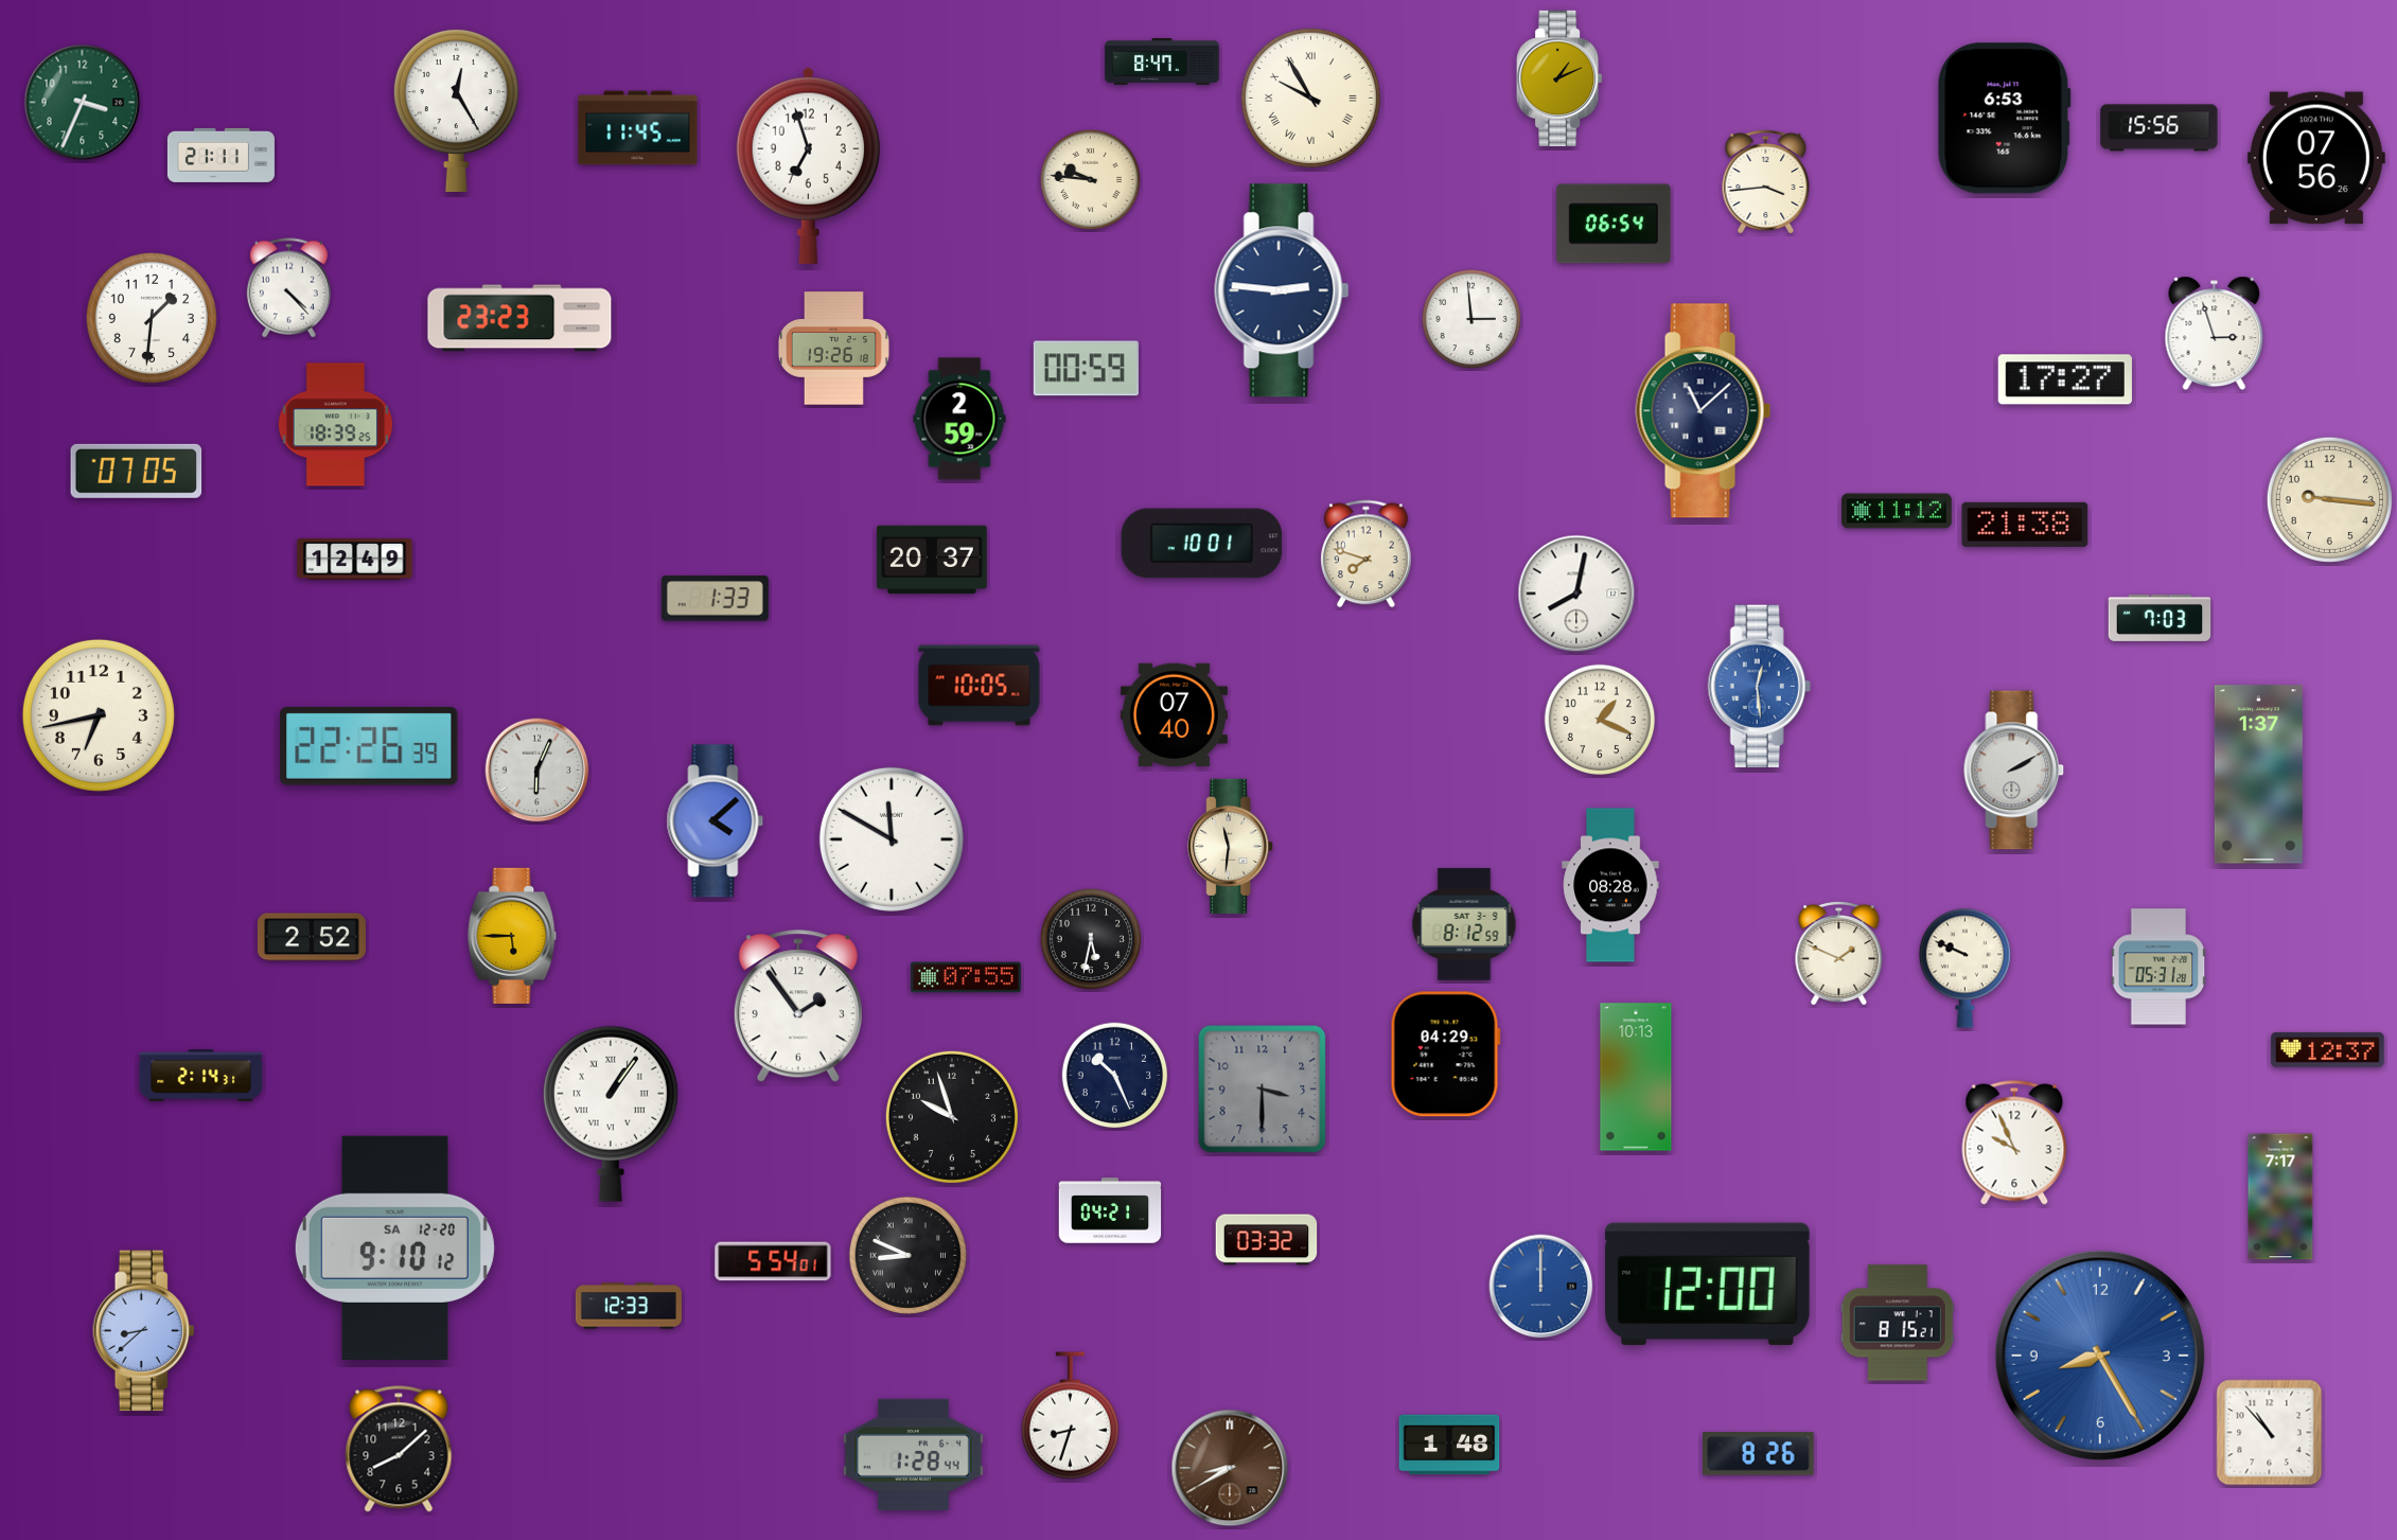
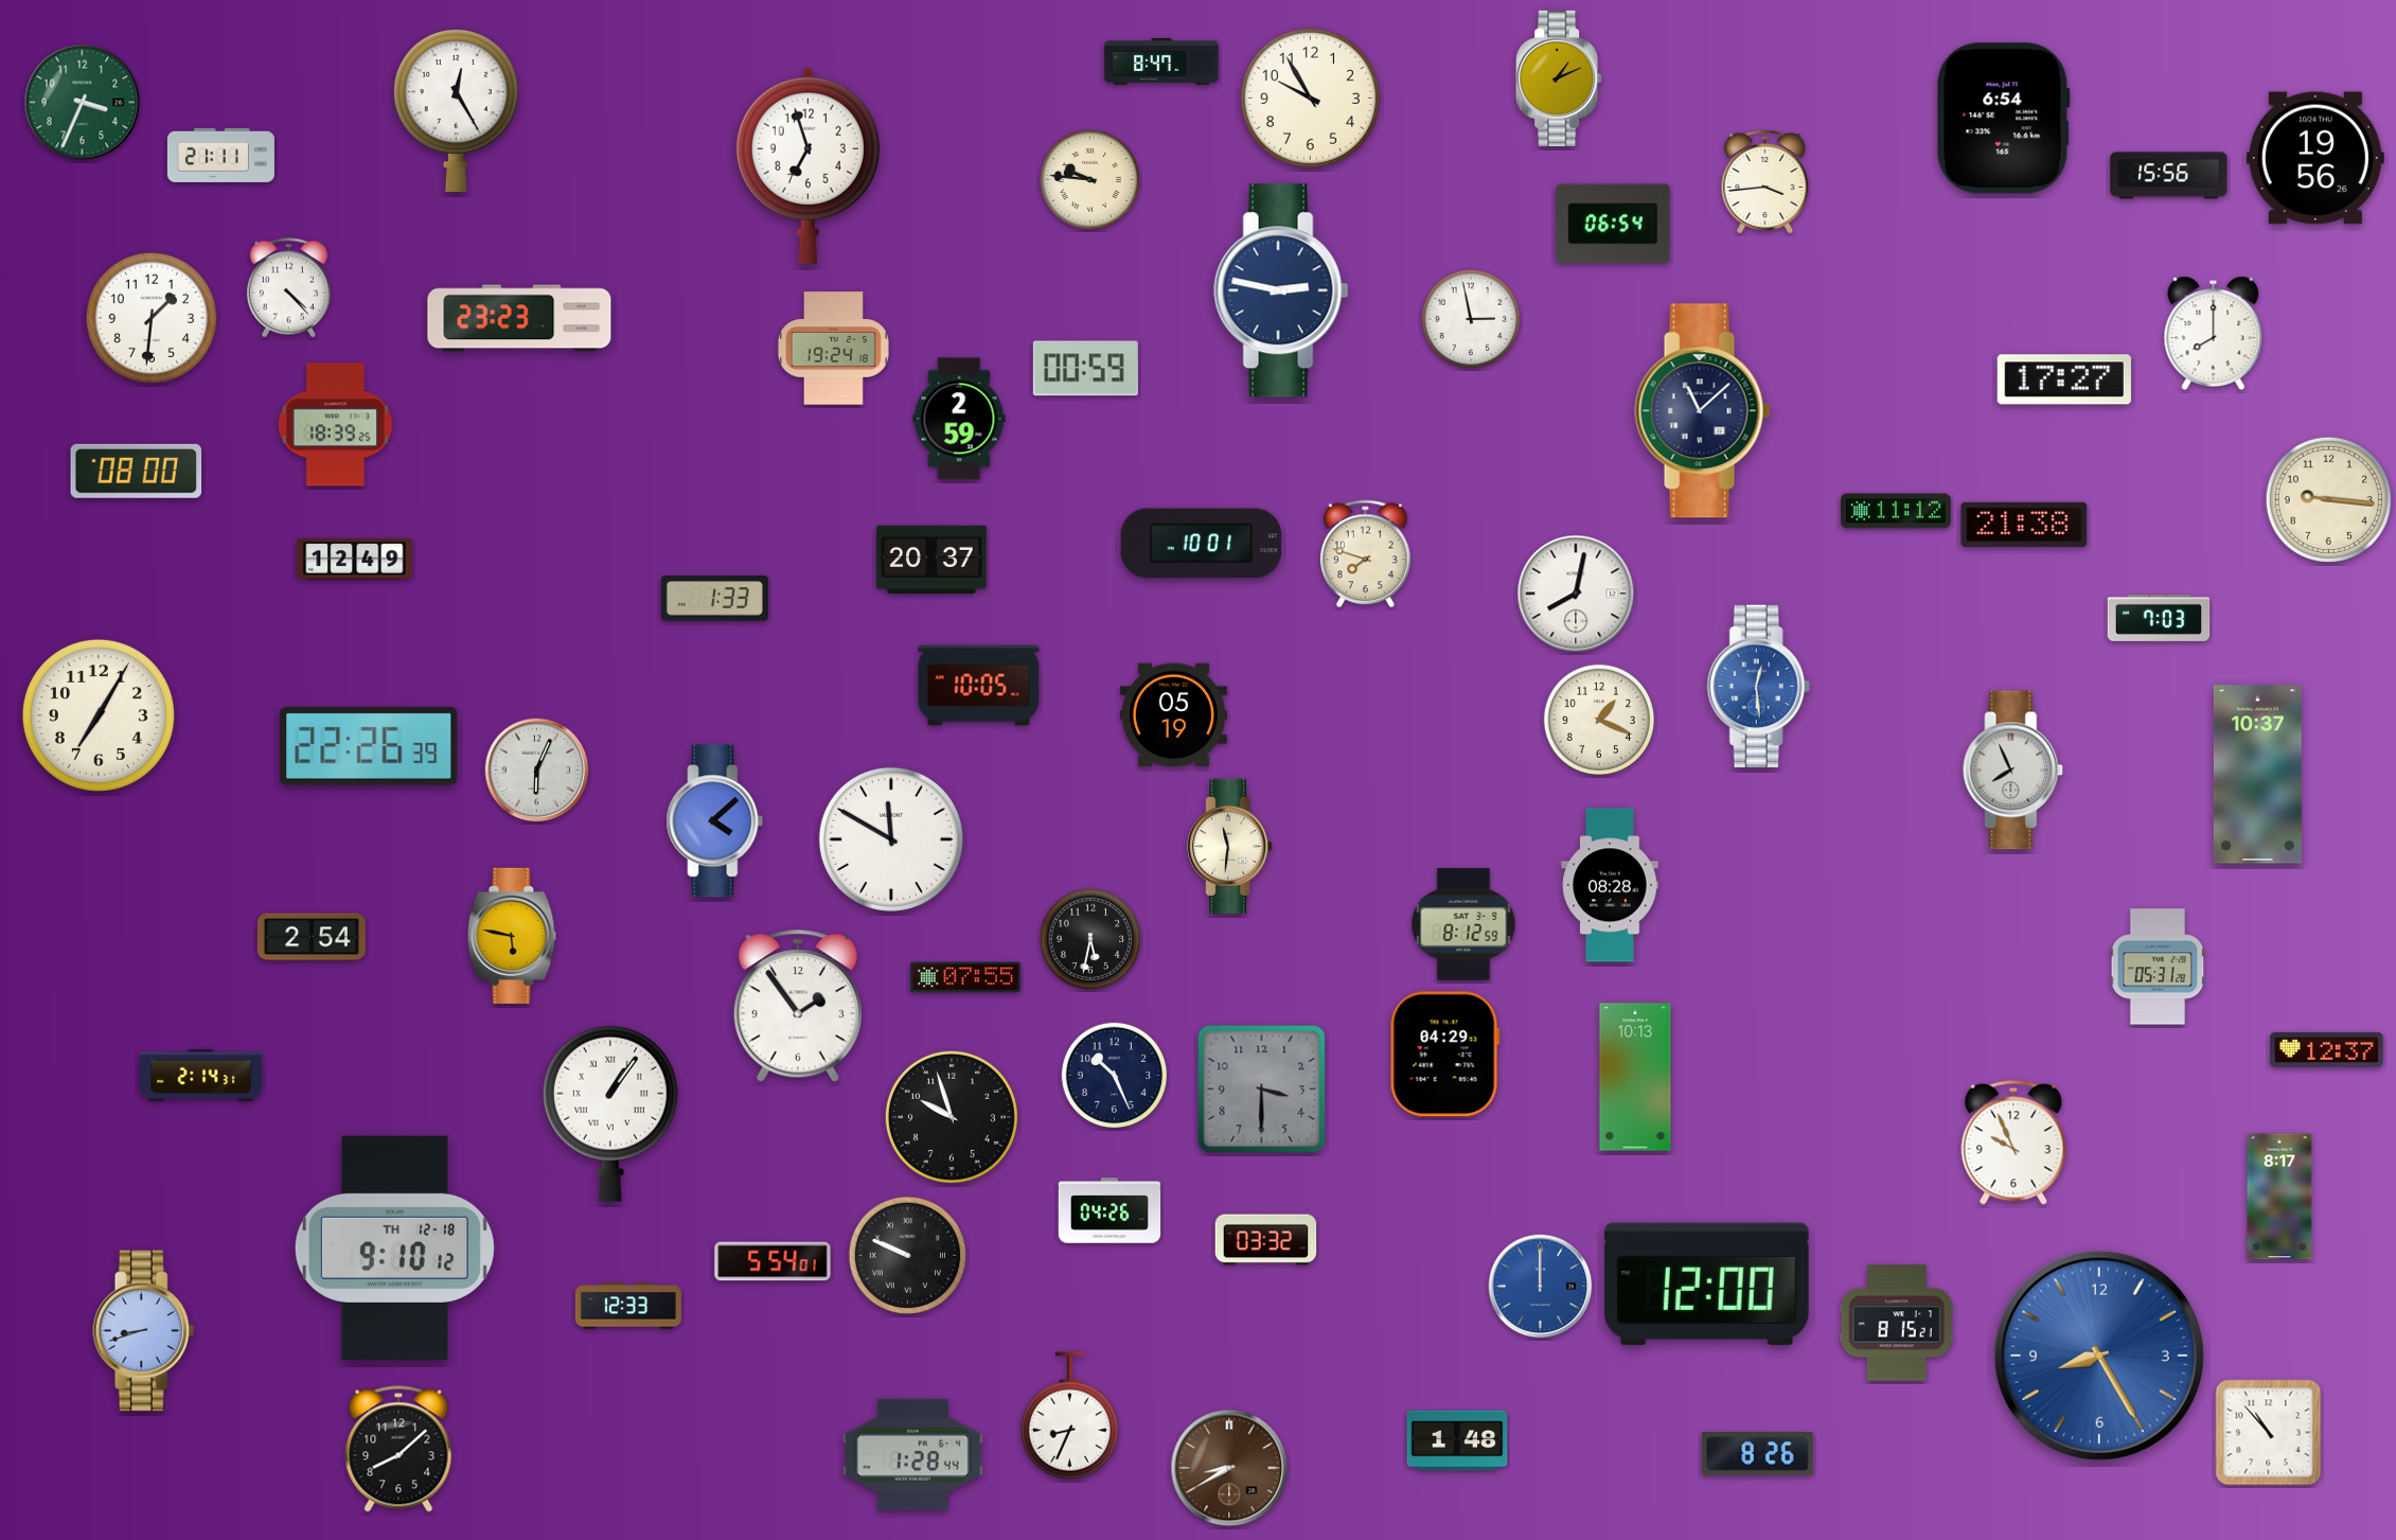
clock at (1310, 98) numerals: Roman -> Arabic
clock at (2004, 119): 6:53 -> 6:54
clock at (638, 128): 11:45 -> none
clock at (2160, 128) position: (2160, 128) -> (2169, 176)
clock at (2316, 158): 07:56 -> 19:56
clock at (1282, 290): 2:46 -> 2:47
clock at (1471, 319): 2:59 -> 2:58
clock at (2215, 333): 2:57 -> 8:00
clock at (833, 349): 19:26 -> 19:24
clock at (137, 471): 07:05 -> 08:00
clock at (99, 715): 6:43 -> 7:05
clock at (1174, 715): 07:40 -> 05:19
clock at (2014, 771): 2:10 -> 7:56
clock at (2258, 775): 1:37 -> 10:37
clock at (512, 936): 5:45 -> 5:47
clock at (312, 937): 2:52 -> 2:54
clock at (1839, 954): 1:49 -> none
clock at (1964, 968): 9:49 -> none
clock at (2280, 1197): 7:17 -> 8:17
clock at (1110, 1210): 04:21 -> 04:26
clock at (394, 1247) date: SA 12-20 -> TH 12-18
clock at (907, 1255): 8:49 -> 9:49
clock at (144, 1331): 8:38 -> 8:42
clock at (1070, 1416): 8:33 -> 8:34
clock at (1449, 1445) position: (1449, 1445) -> (1457, 1440)
